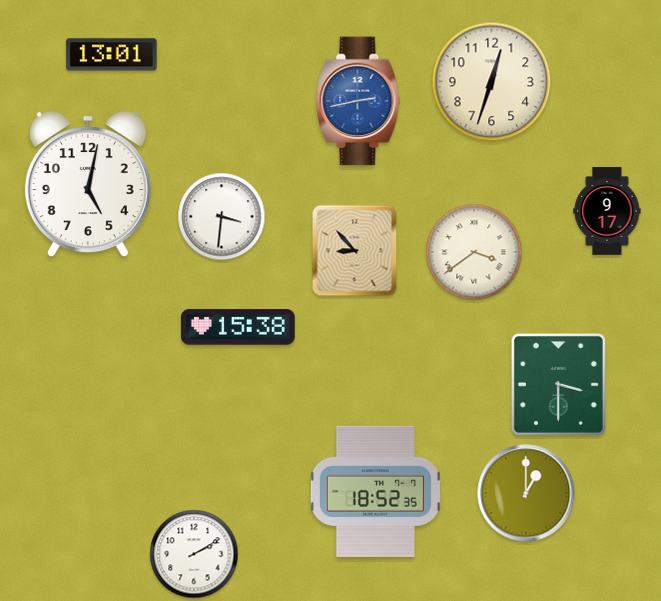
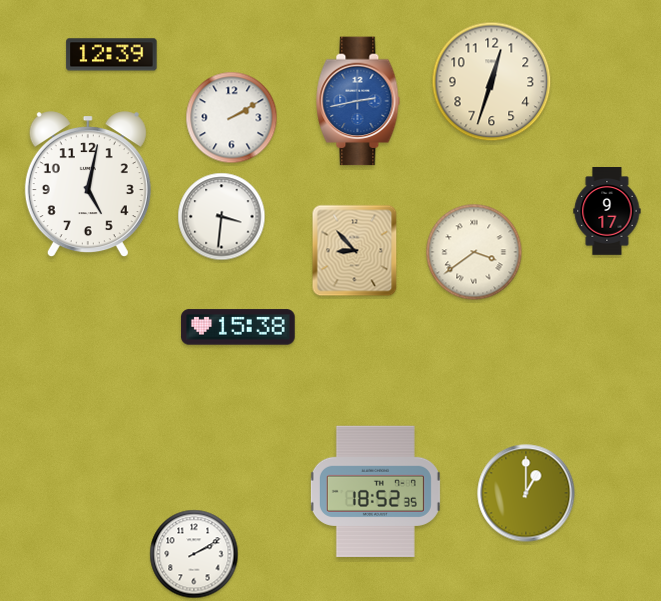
clock at (112, 55): 13:01 -> 12:39
clock at (232, 118): none -> 2:10
clock at (558, 384): 3:30 -> none
